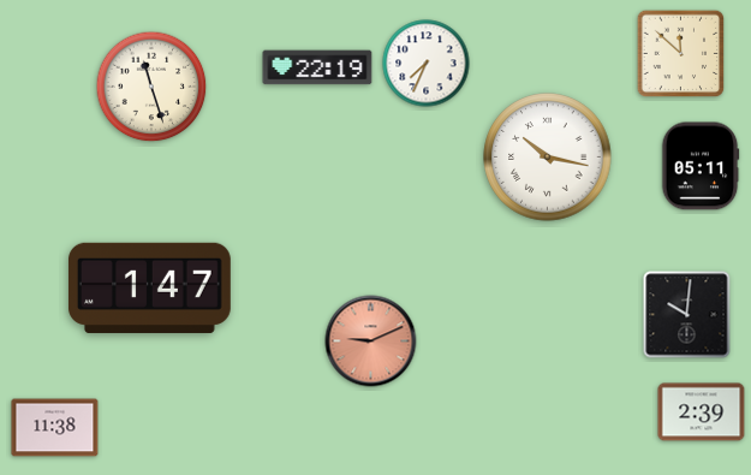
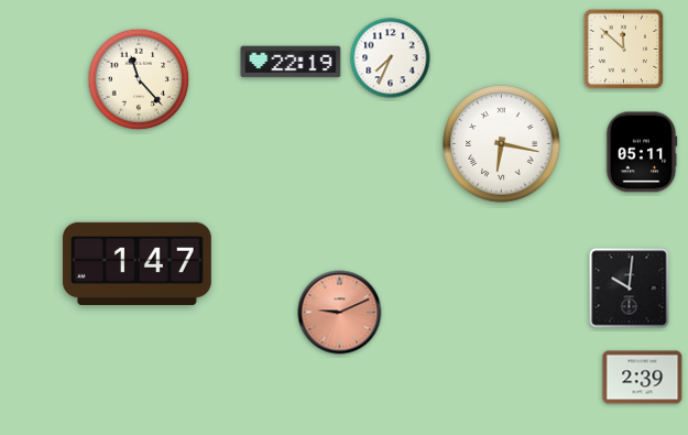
clock at (151, 87): 11:27 -> 11:23
clock at (548, 158): 10:17 -> 6:17
clock at (55, 428): 11:38 -> none
